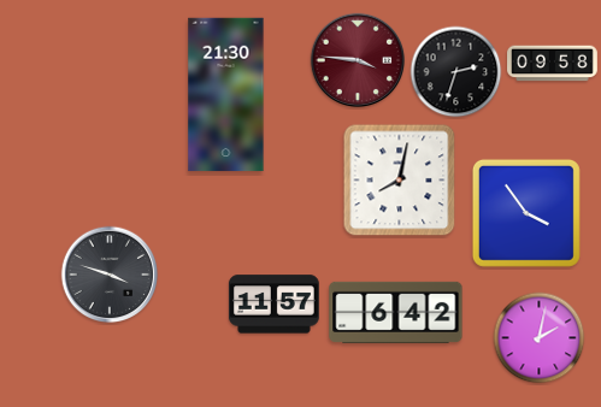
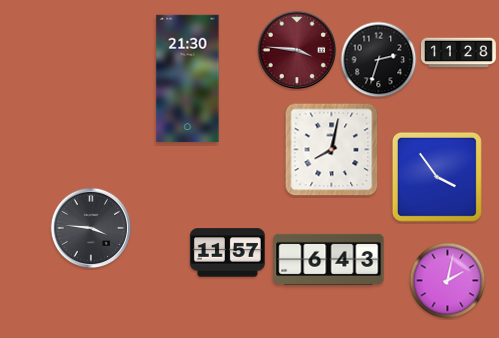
clock at (553, 64): 09:58 -> 11:28
clock at (110, 275): 3:48 -> 3:46
clock at (396, 312): 6:42 -> 6:43
